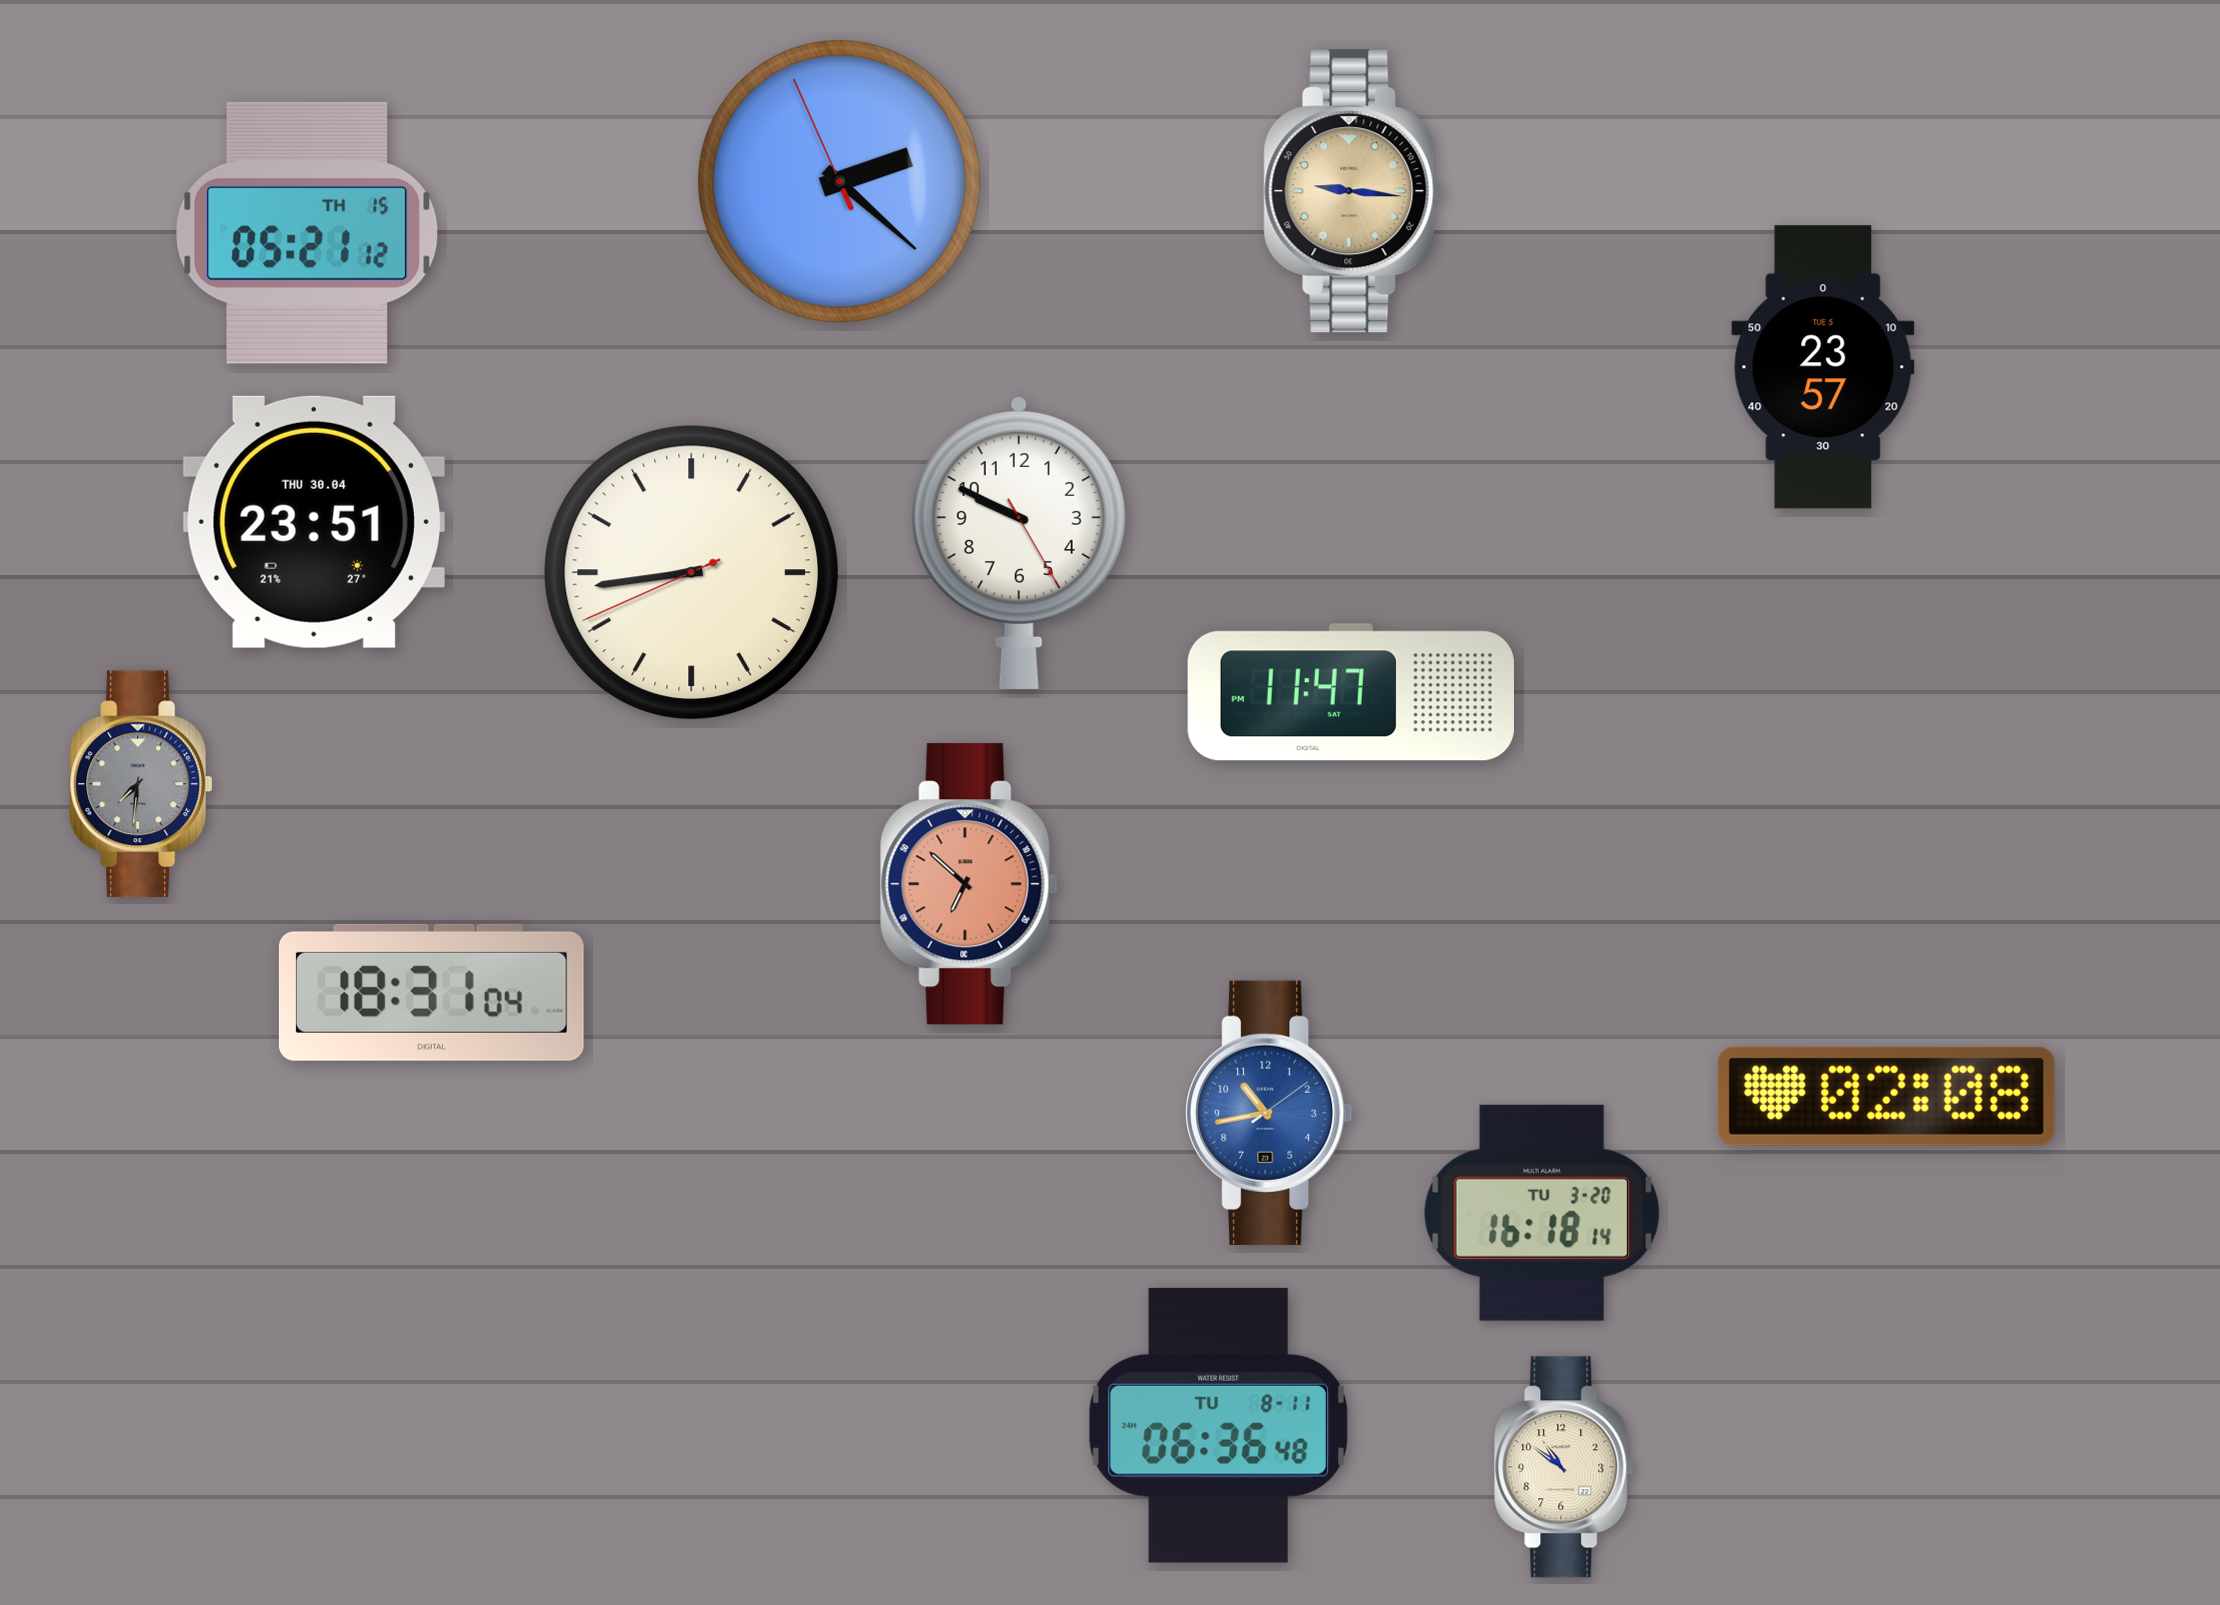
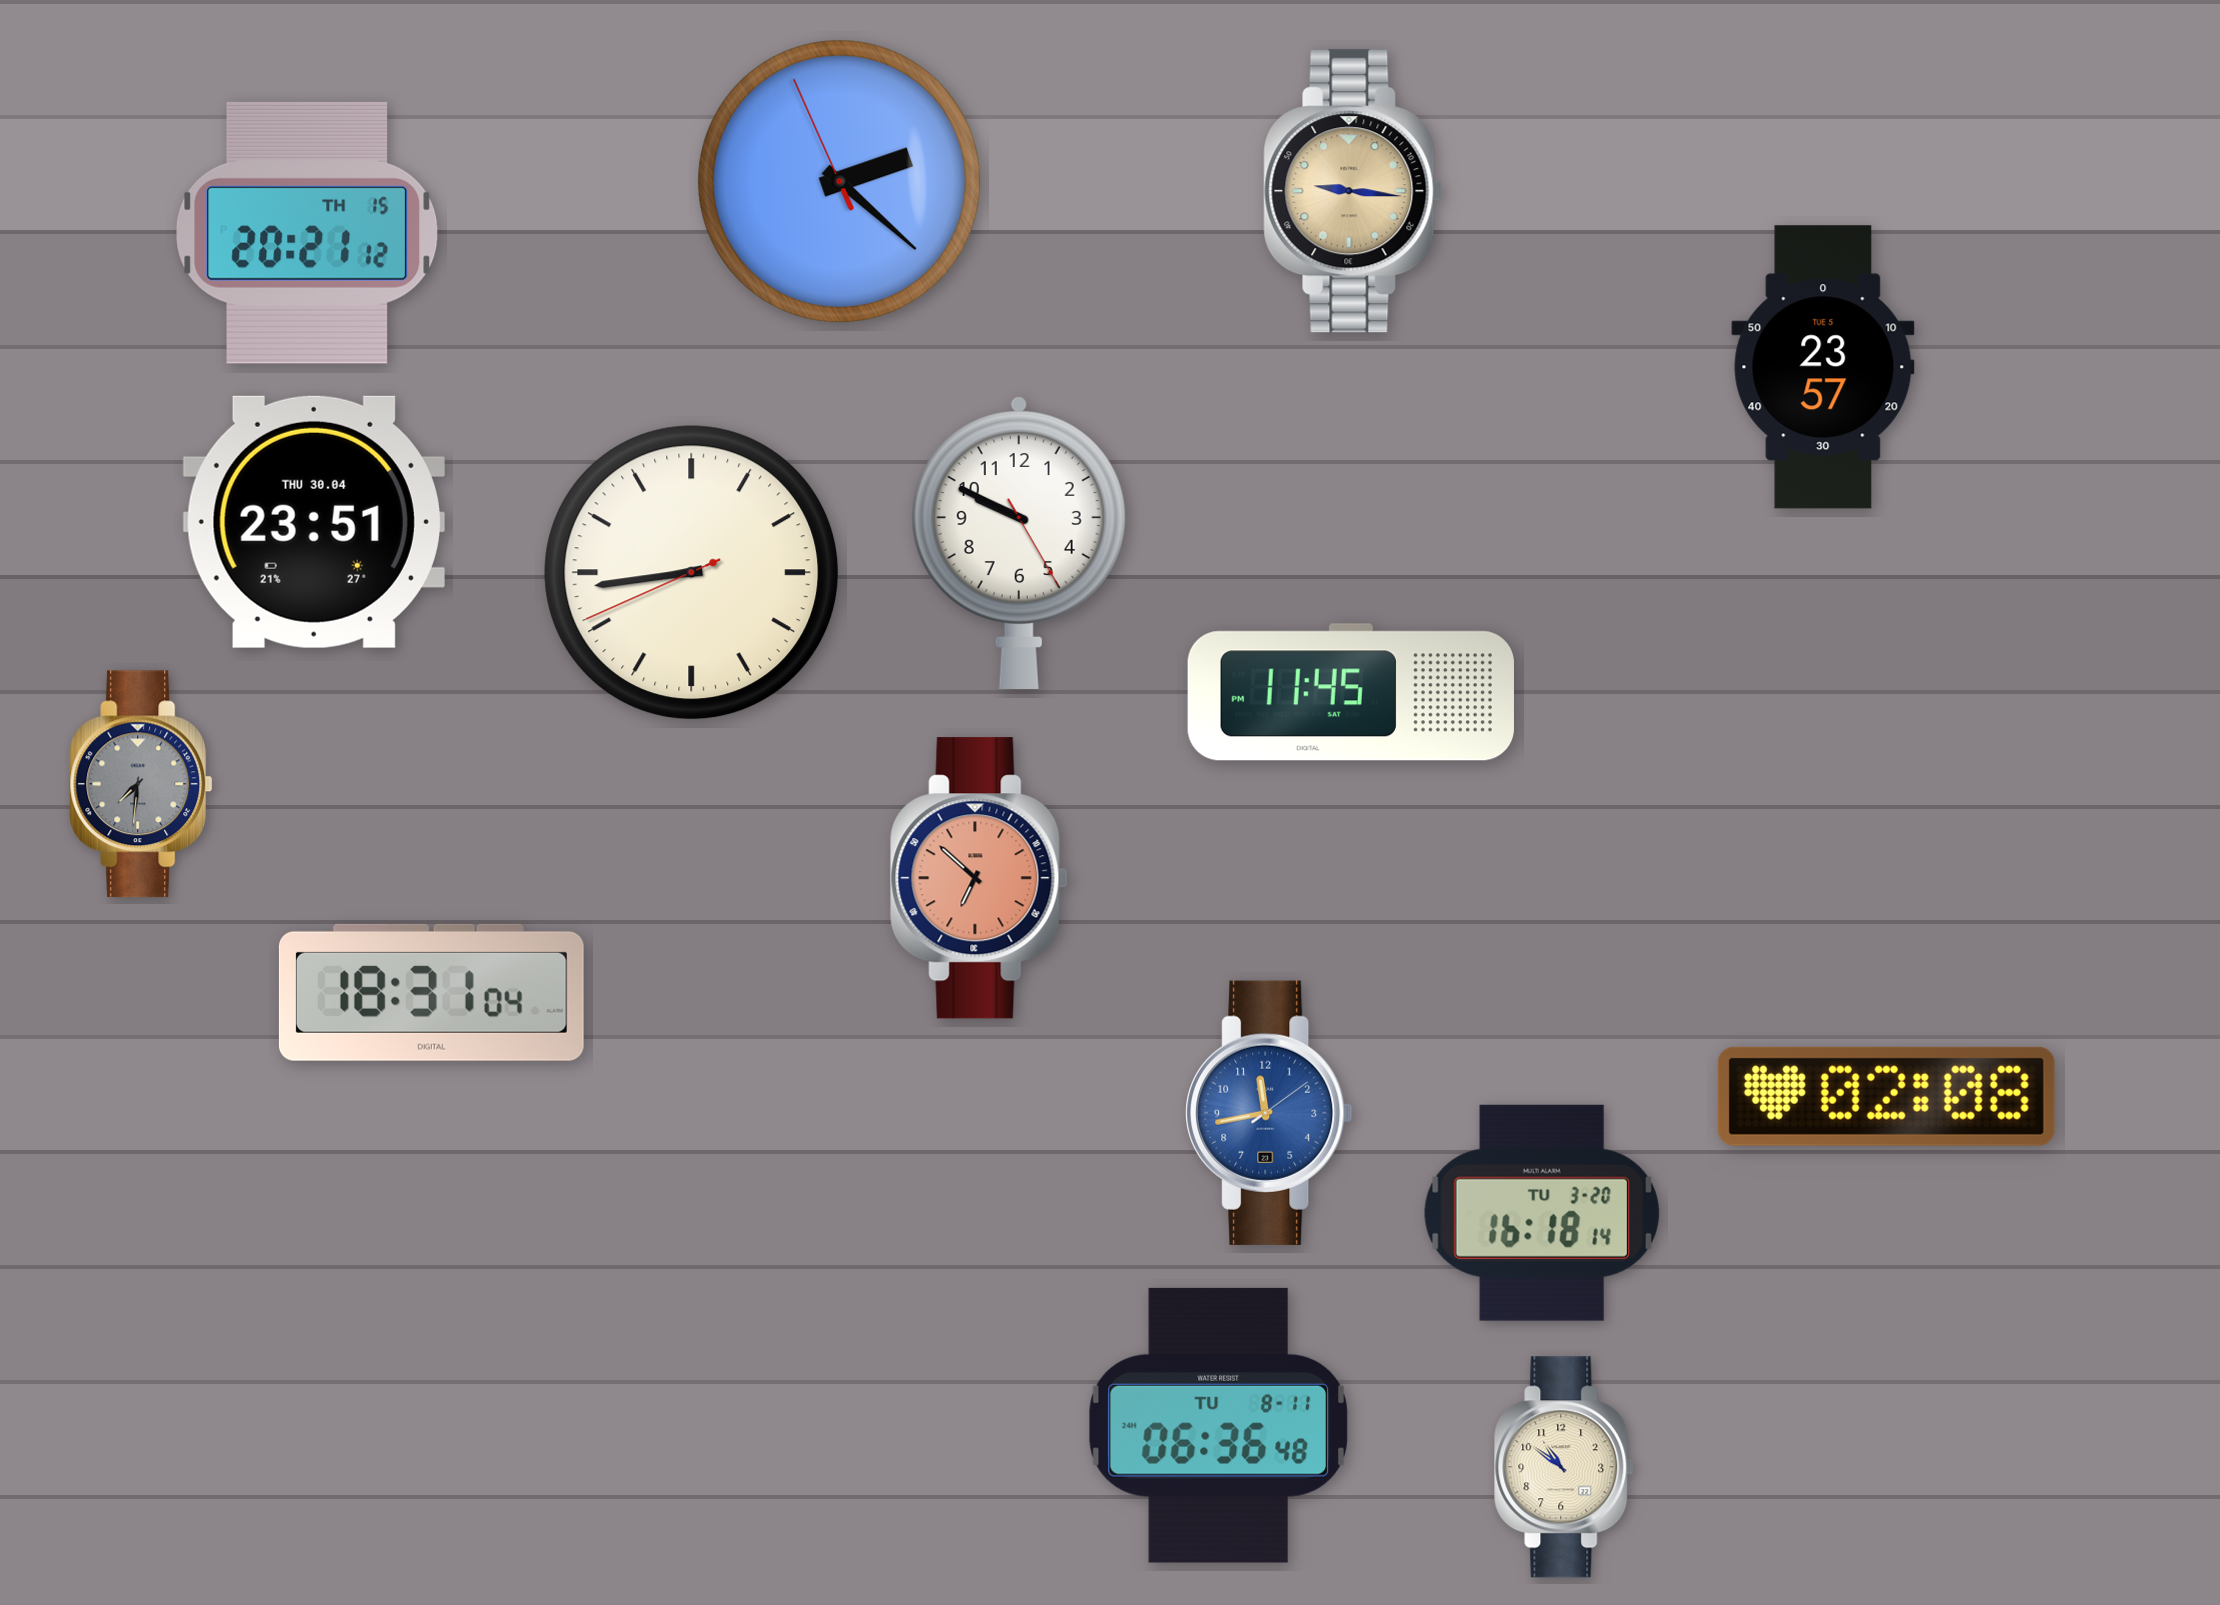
clock at (307, 233): 05:21 -> 20:21
clock at (1351, 692): 11:47 -> 11:45
clock at (969, 884) position: (969, 884) -> (979, 878)
clock at (1269, 1113): 10:43 -> 11:43
